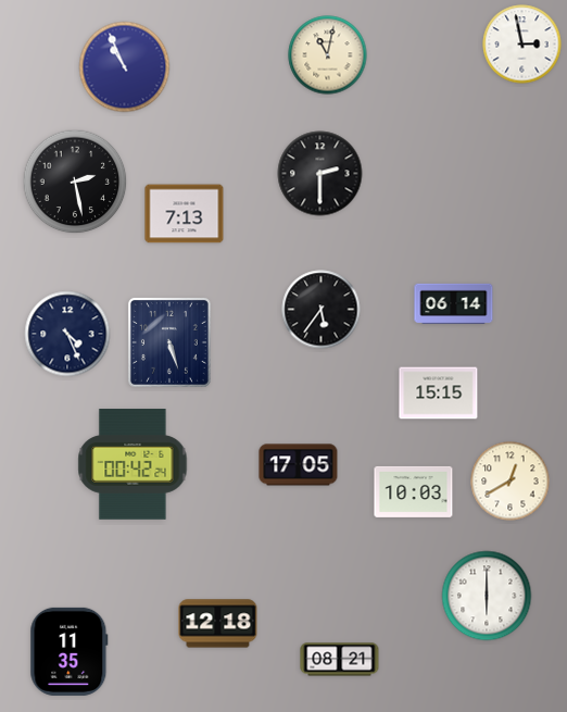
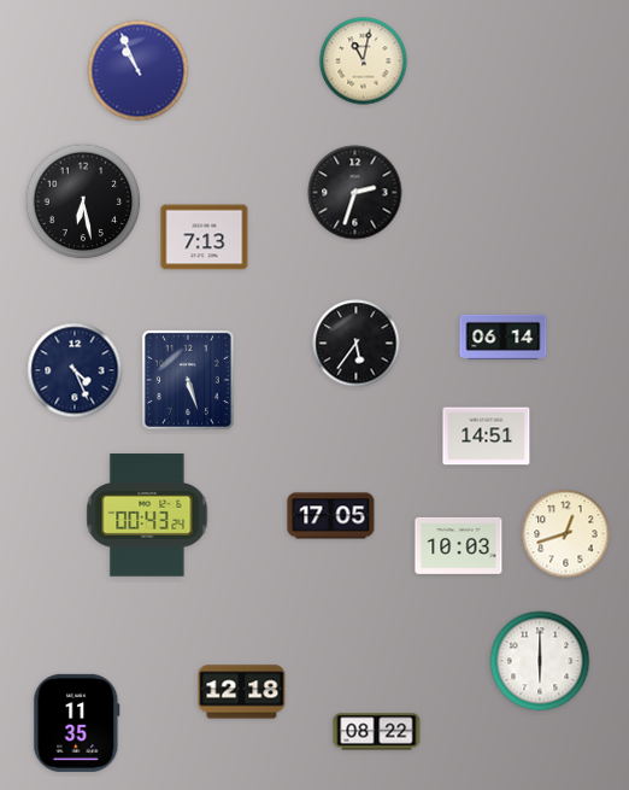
clock at (522, 45): 2:58 -> none
clock at (125, 67) position: (125, 67) -> (139, 71)
clock at (320, 174): 2:30 -> 2:33
clock at (75, 182): 2:28 -> 6:28
clock at (439, 394): 15:15 -> 14:51
clock at (133, 464): 00:42 -> 00:43
clock at (511, 482): 12:40 -> 12:42
clock at (340, 660): 08:21 -> 08:22
